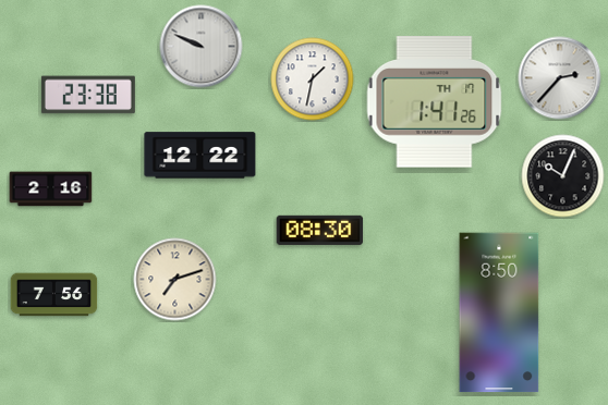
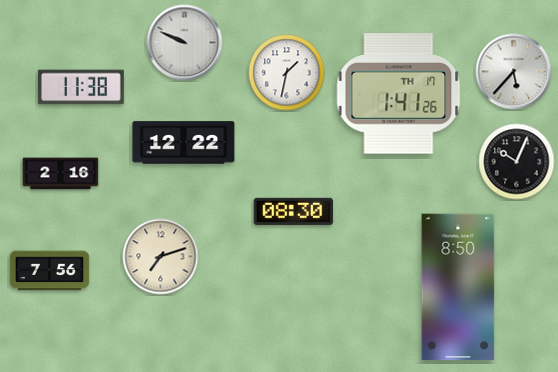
clock at (560, 78): 2:37 -> 5:37
clock at (88, 95): 23:38 -> 11:38
clock at (51, 189) position: (51, 189) -> (61, 174)
